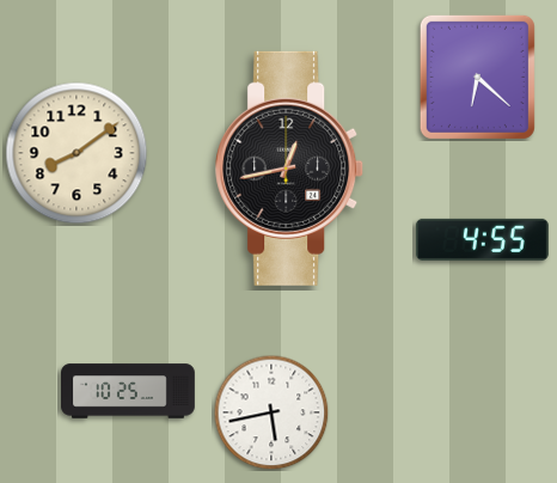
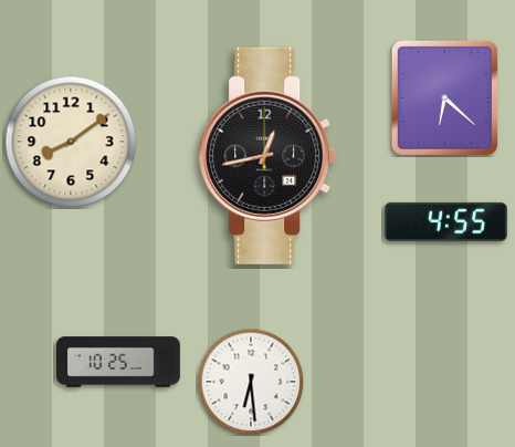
clock at (477, 77) position: (477, 77) -> (444, 97)
clock at (271, 412): 5:43 -> 6:29
